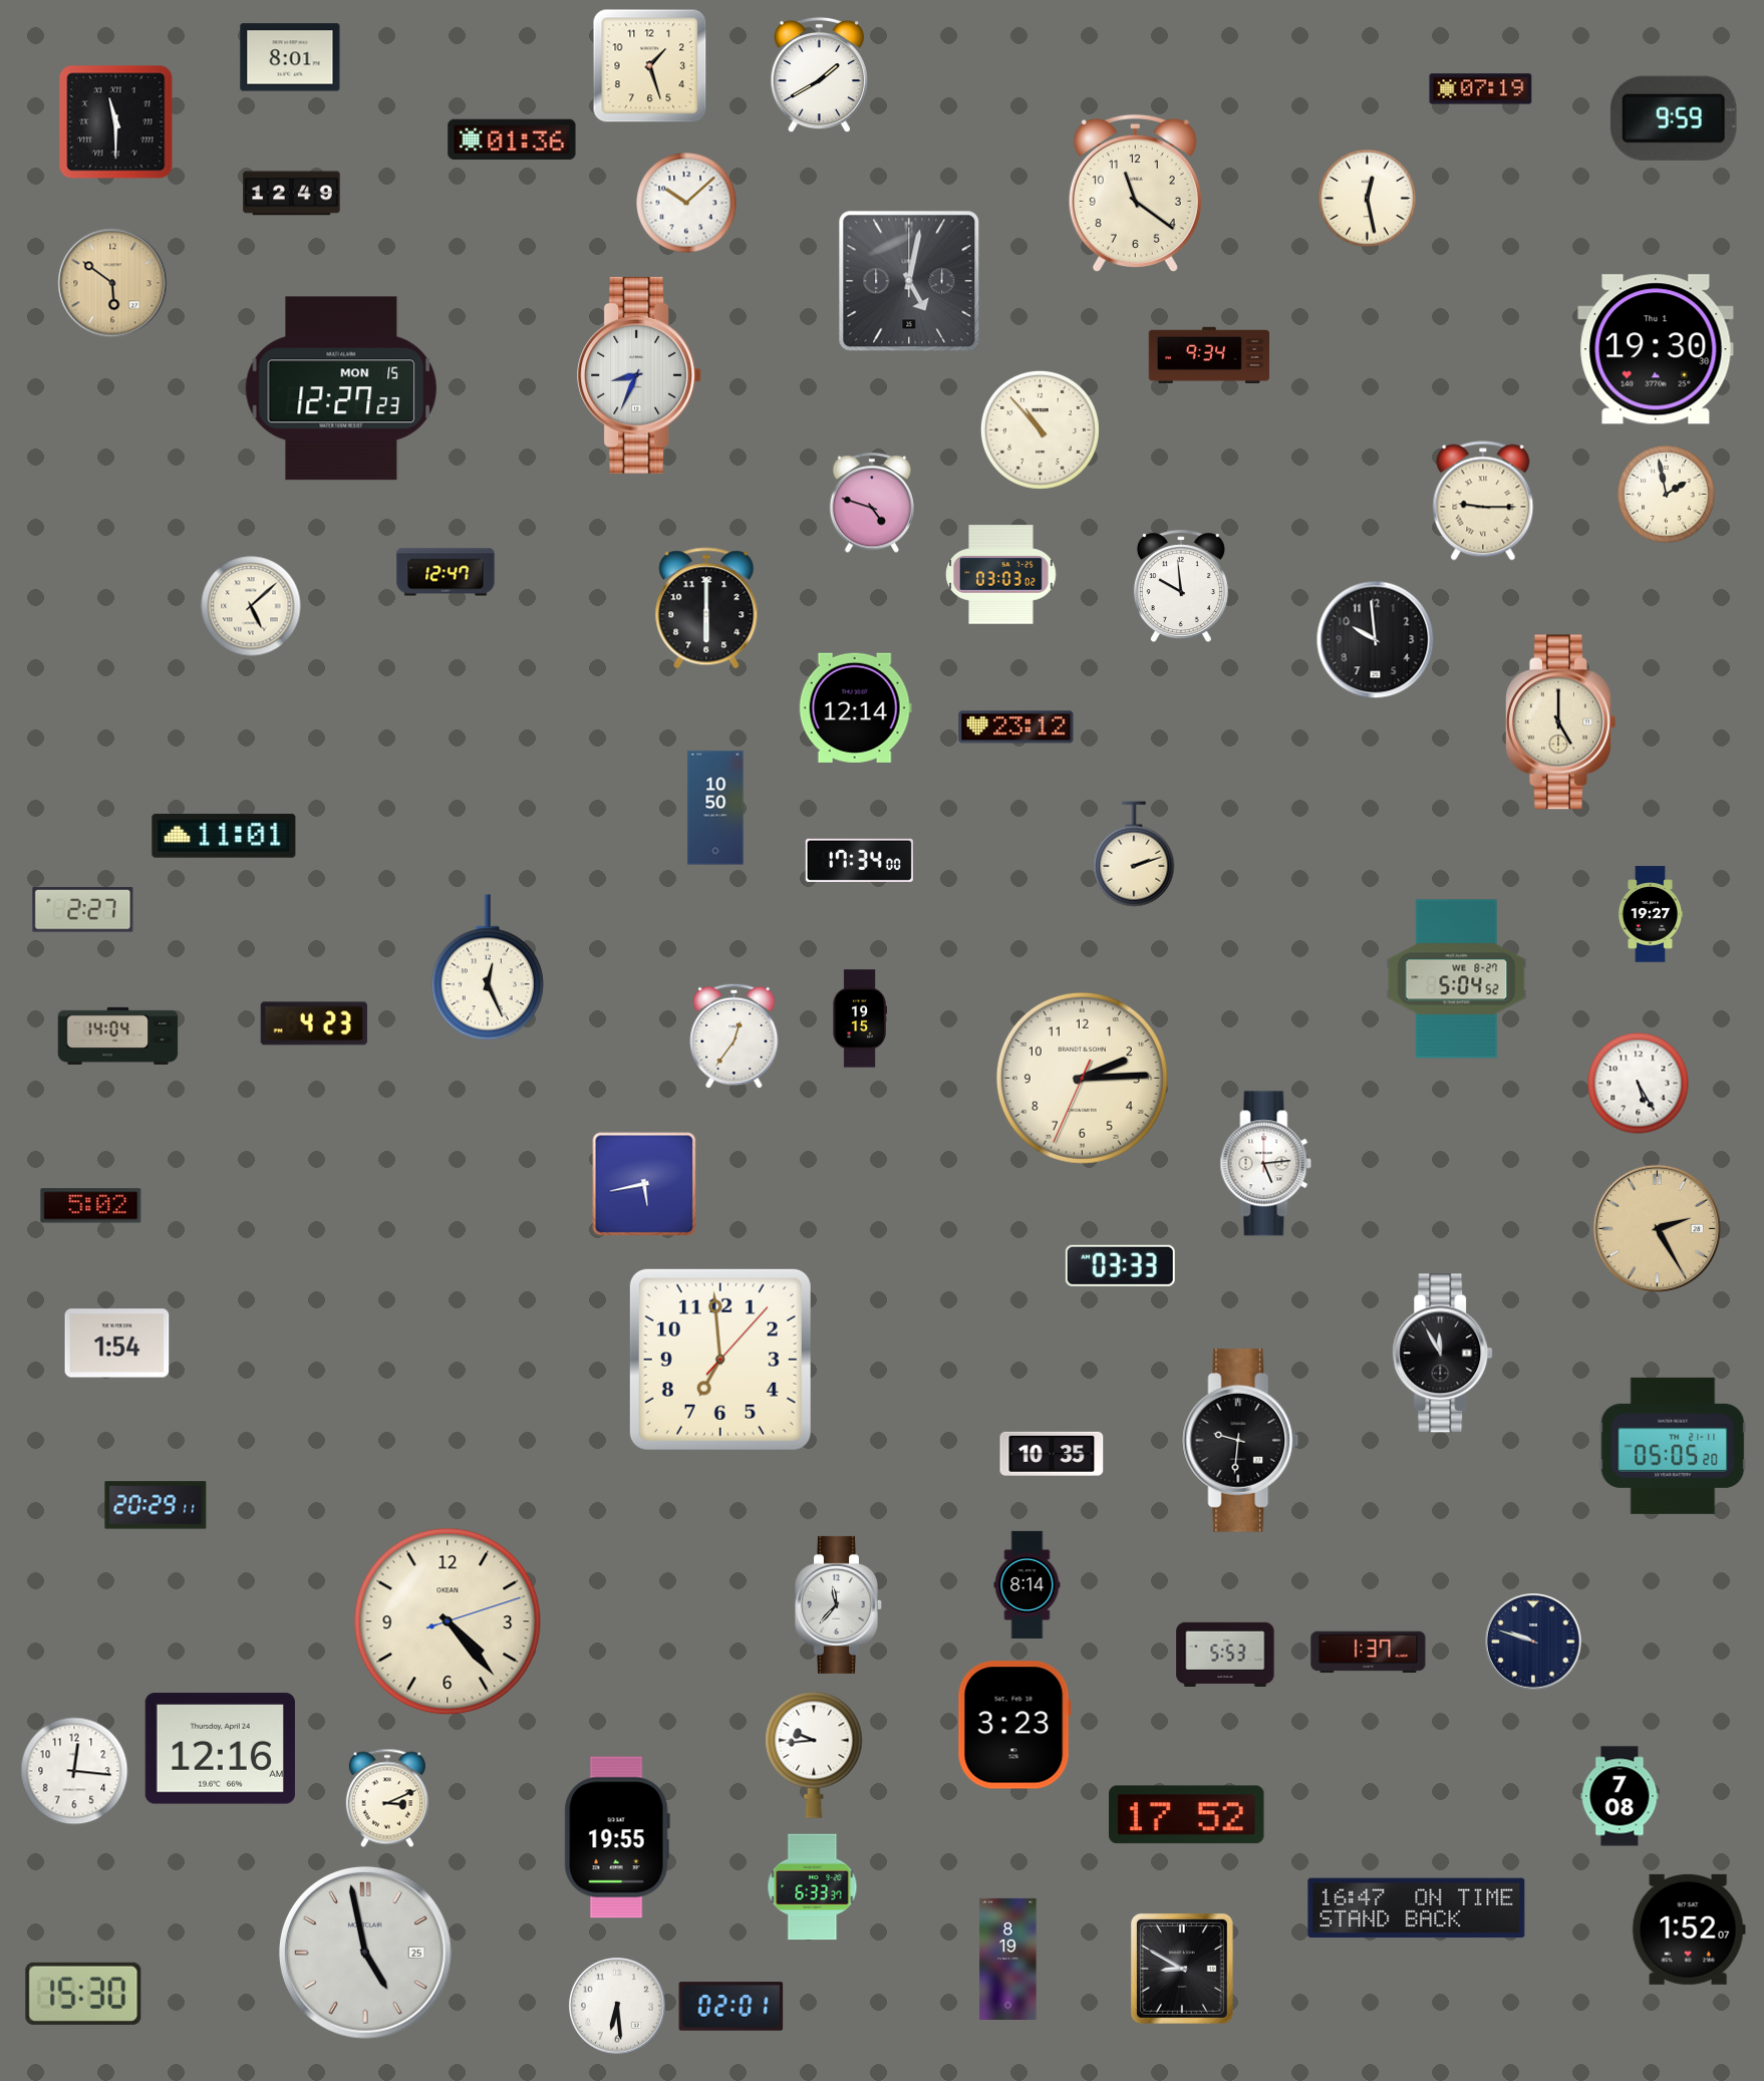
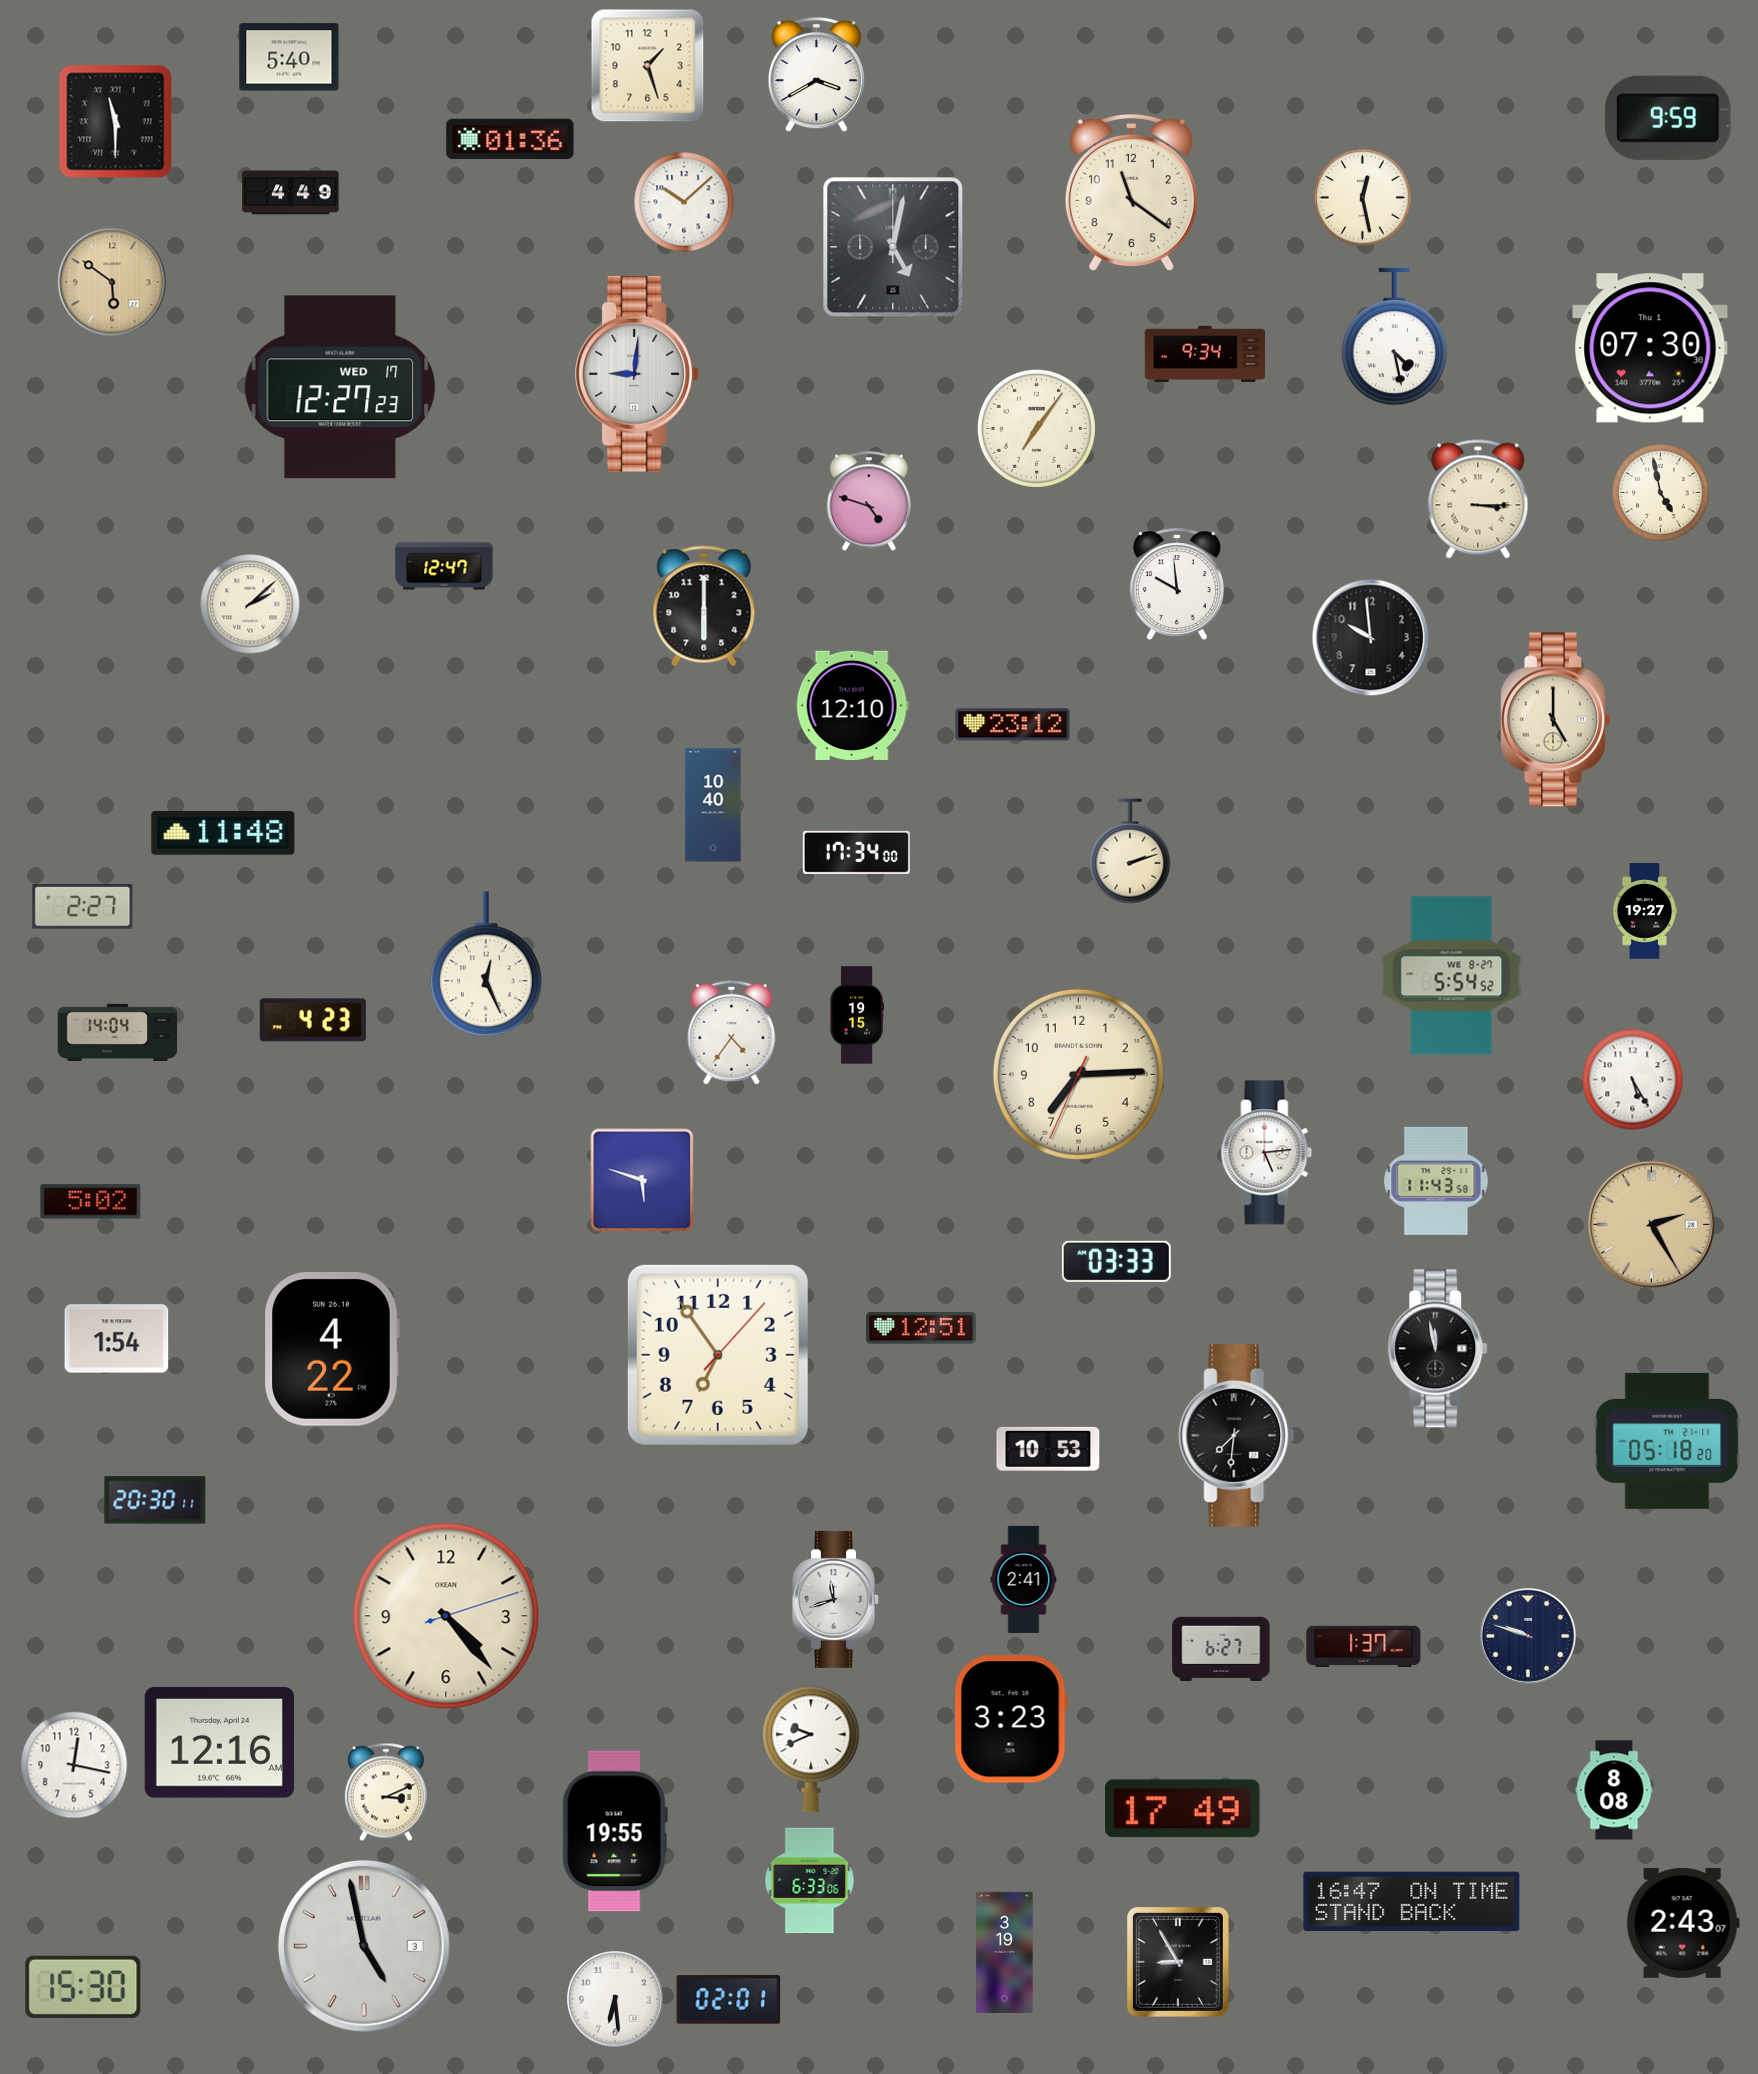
clock at (290, 57): 8:01 -> 5:40
clock at (819, 75): 1:40 -> 3:40
clock at (1481, 89): 07:19 -> none
clock at (292, 194): 12:49 -> 4:49
clock at (909, 281) position: (909, 281) -> (893, 247)
clock at (1395, 337): none -> 4:28
clock at (1656, 349): 19:30 -> 07:30
clock at (640, 375): 8:34 -> 9:01
clock at (341, 388) date: MON 15 -> WED 17
clock at (1040, 429): 10:53 -> 7:06
clock at (1667, 495): 1:58 -> 4:58
clock at (1483, 501): 9:15 -> 3:15
clock at (446, 572) position: (446, 572) -> (444, 566)
clock at (1001, 575): 03:03 -> none
clock at (251, 606): 5:08 -> 2:08
clock at (855, 707): 12:14 -> 12:10
clock at (715, 808): 10:50 -> 10:40
clock at (224, 836): 11:01 -> 11:48
clock at (859, 860) position: (859, 860) -> (856, 852)
clock at (1457, 979): 5:04 -> 5:54
clock at (734, 1035): 12:36 -> 4:36
clock at (1082, 1078): 2:14 -> 7:14
clock at (1266, 1164) position: (1266, 1164) -> (1267, 1153)
clock at (644, 1184): 5:43 -> 5:48
clock at (1436, 1181): none -> 11:43
clock at (922, 1328): none -> 12:51
clock at (1443, 1354): 11:55 -> 11:58
clock at (332, 1350): none -> 4:22
clock at (720, 1360): 6:59 -> 6:54
clock at (1241, 1441): 9:31 -> 7:31
clock at (1673, 1446): 05:05 -> 05:18
clock at (1052, 1454): 10:35 -> 10:53
clock at (156, 1505): 20:29 -> 20:30
clock at (1027, 1584): 8:14 -> 2:41
clock at (839, 1604): 11:37 -> 11:42
clock at (1225, 1655): 5:53 -> 6:27
clock at (814, 1755): 9:44 -> 9:41
clock at (74, 1771): 12:16 -> 12:17
clock at (1620, 1796): 7:08 -> 8:08
clock at (1187, 1815): 17:52 -> 17:49
clock at (813, 1887): 6:33:37 -> 6:33:06
clock at (1689, 1929): 1:52 -> 2:43
clock at (365, 1953) date: 25 -> 3
clock at (1008, 1959): 8:19 -> 3:19
clock at (1182, 1969): 8:50 -> 8:55
